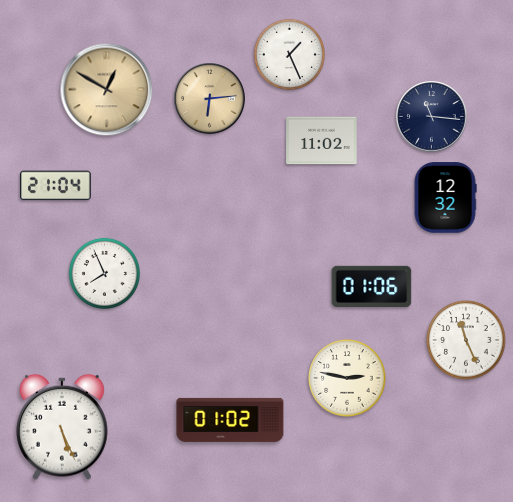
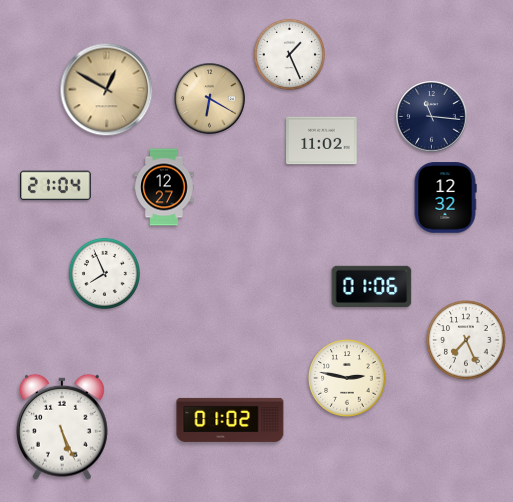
clock at (210, 99): 6:14 -> 6:20
clock at (164, 187): none -> 12:27
clock at (466, 340): 11:26 -> 7:26
